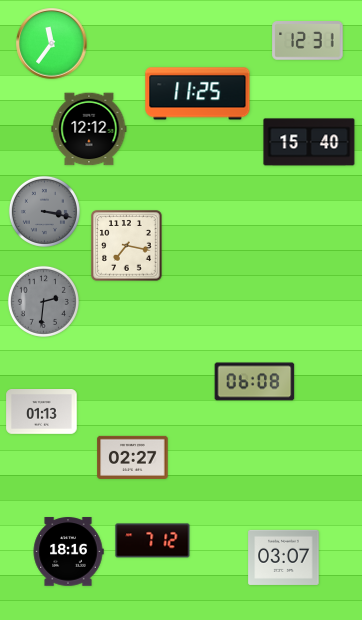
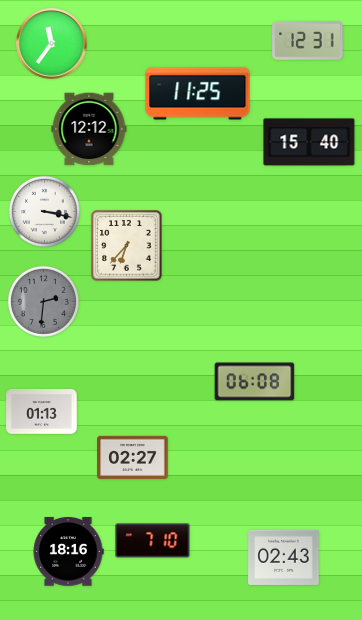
clock at (44, 211) dial: grey -> white
clock at (127, 246): 7:17 -> 6:37
clock at (153, 541): 7:12 -> 7:10
clock at (284, 557): 03:07 -> 02:43
